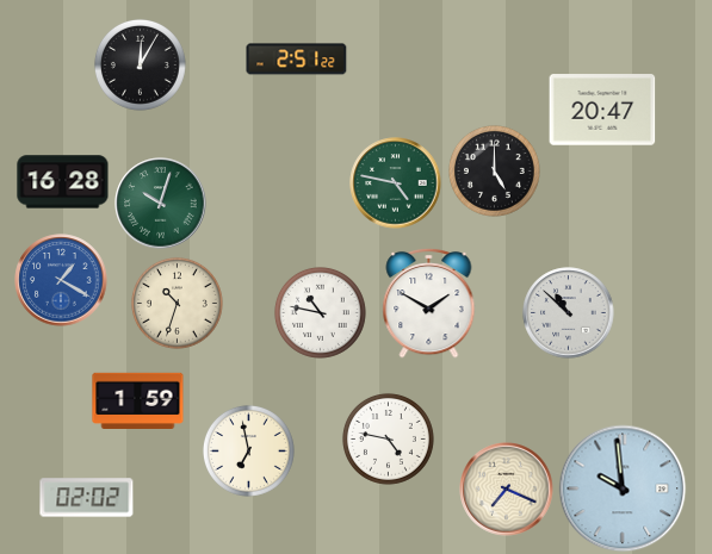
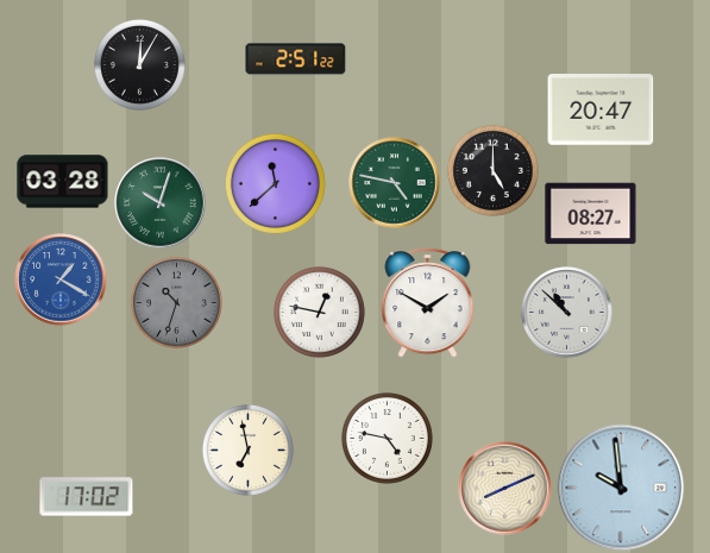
clock at (63, 182): 16:28 -> 03:28
clock at (275, 183): none -> 11:38
clock at (591, 214): none -> 08:27
clock at (177, 303) dial: cream -> grey
clock at (320, 312): 10:47 -> 12:47
clock at (138, 400): 1:59 -> none
clock at (507, 490): 7:19 -> 8:11
clock at (87, 498): 02:02 -> 17:02
